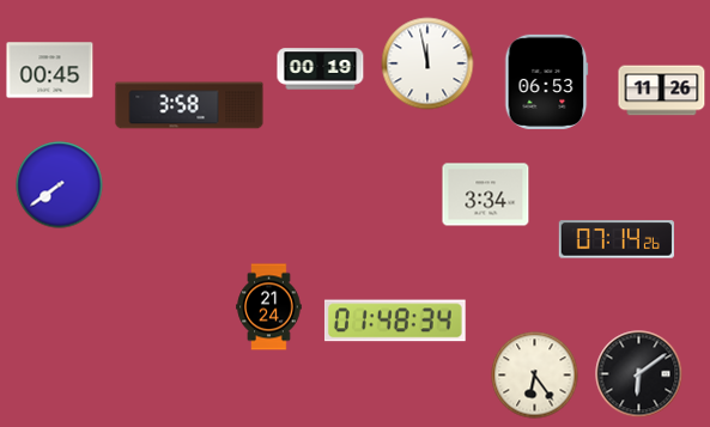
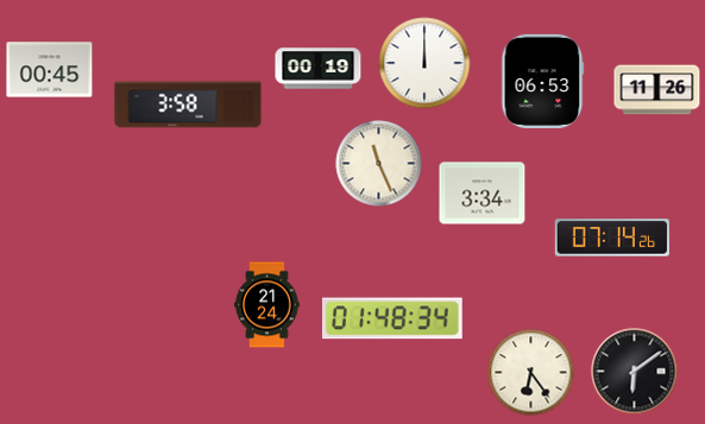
clock at (427, 63): 11:58 -> 12:00
clock at (379, 164): none -> 11:26
clock at (60, 185): 7:39 -> none
